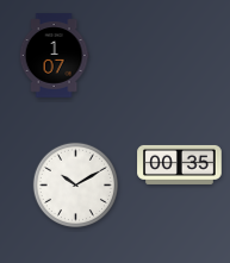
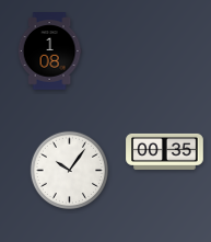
clock at (54, 56): 1:07 -> 1:08
clock at (75, 184): 10:10 -> 10:06
